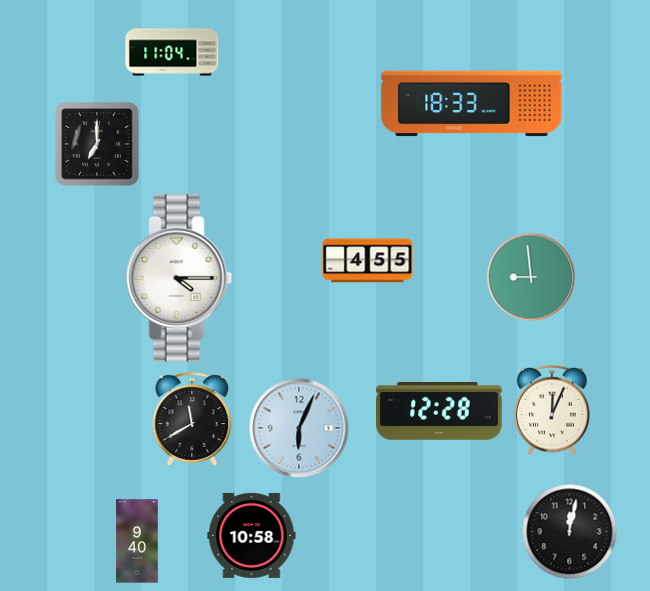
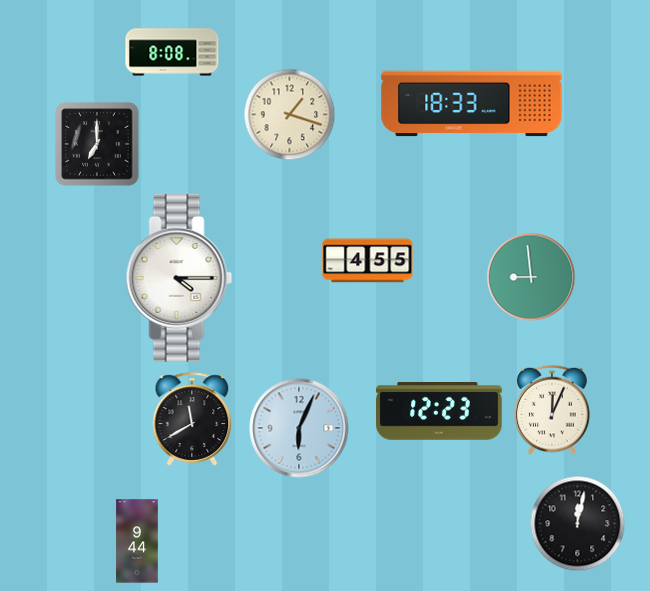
clock at (172, 52): 11:04 -> 8:08
clock at (289, 114): none -> 1:18
clock at (439, 412): 12:28 -> 12:23
clock at (569, 531) position: (569, 531) -> (577, 523)
clock at (252, 535): 10:58 -> none
clock at (137, 541): 9:40 -> 9:44
